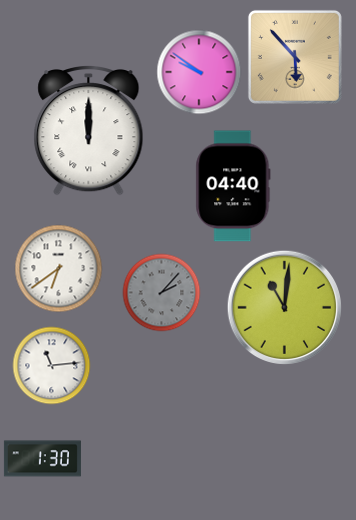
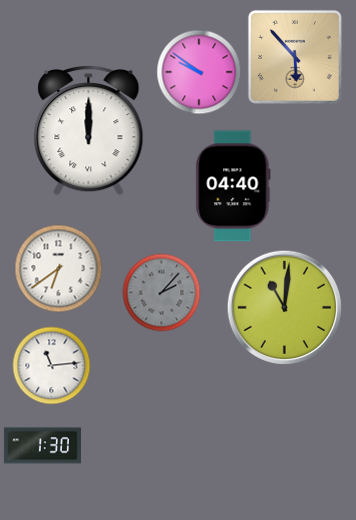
clock at (42, 459) position: (42, 459) -> (42, 446)
